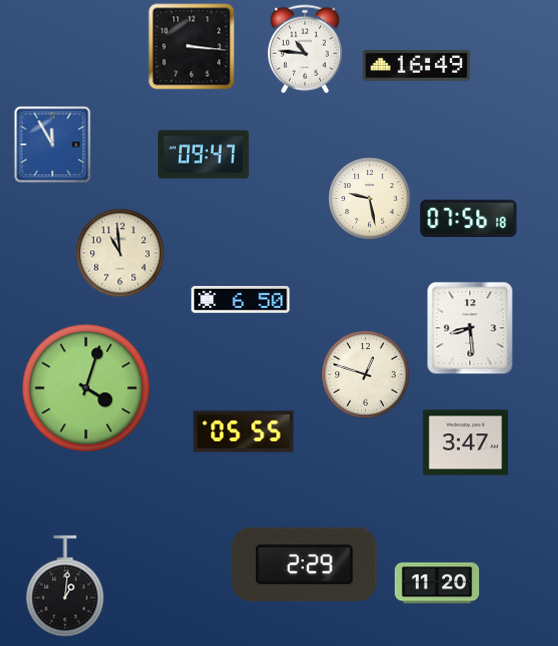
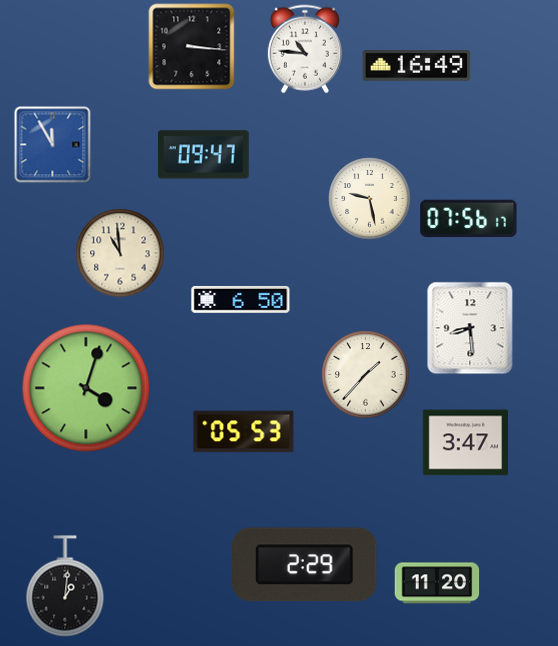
clock at (469, 219): 07:56:18 -> 07:56:17
clock at (366, 375): 12:48 -> 1:37
clock at (244, 432): 05:55 -> 05:53
